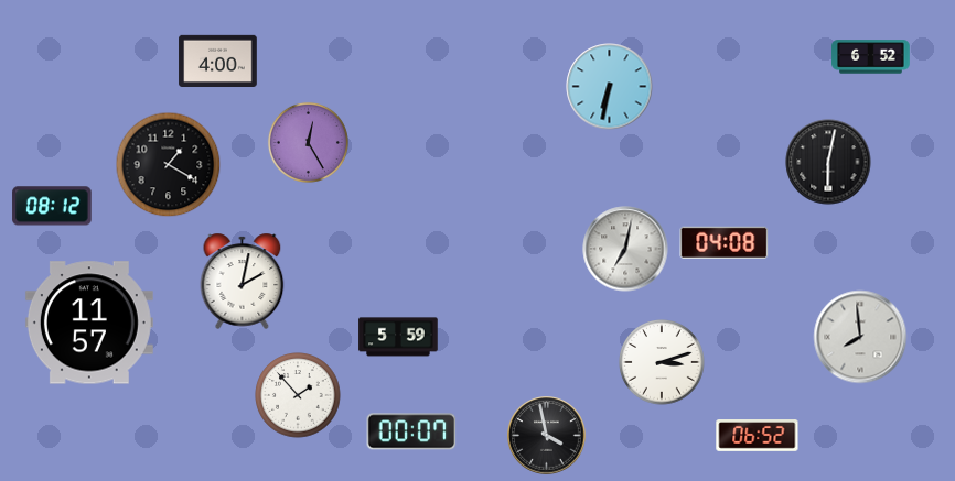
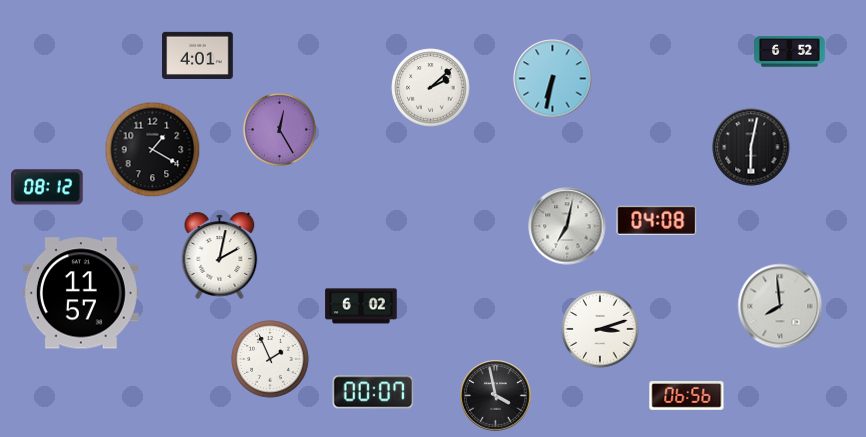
clock at (218, 62): 4:00 -> 4:01
clock at (431, 88): none -> 2:08
clock at (398, 337): 5:59 -> 6:02
clock at (298, 395): 1:53 -> 1:56
clock at (758, 436): 06:52 -> 06:56
